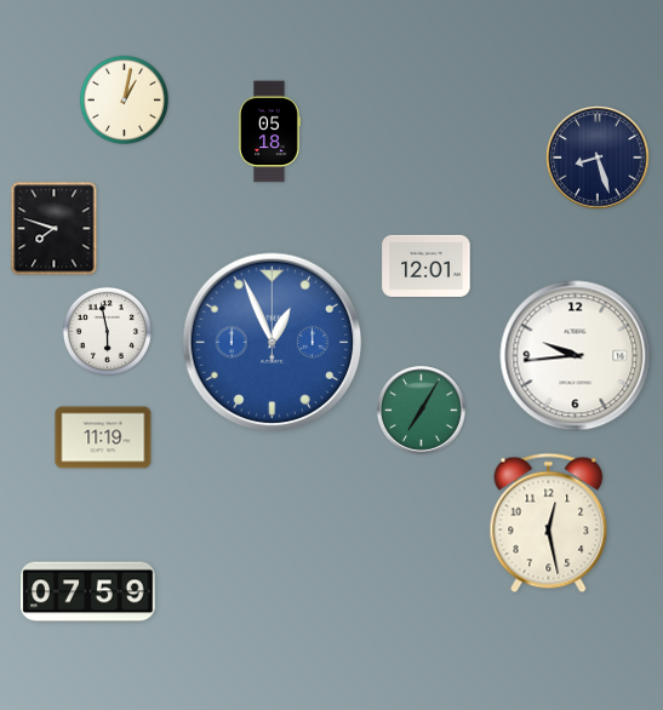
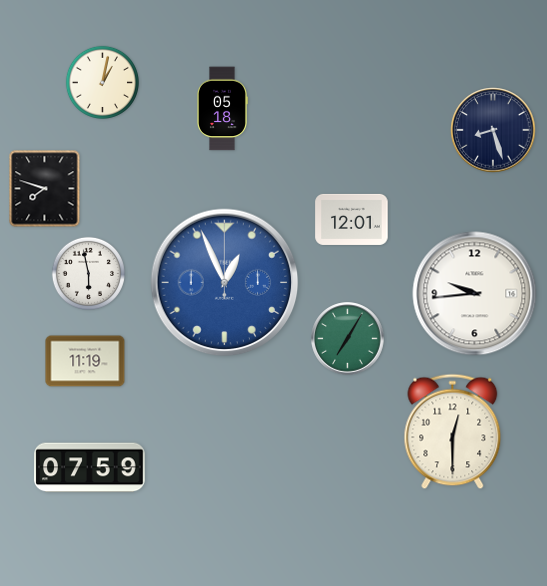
clock at (549, 523): 12:28 -> 12:30
clock at (88, 592) position: (88, 592) -> (90, 468)
